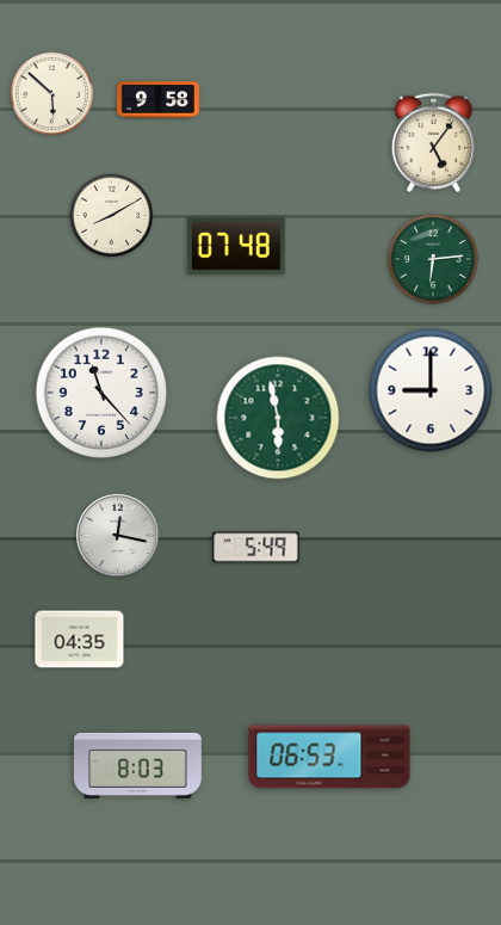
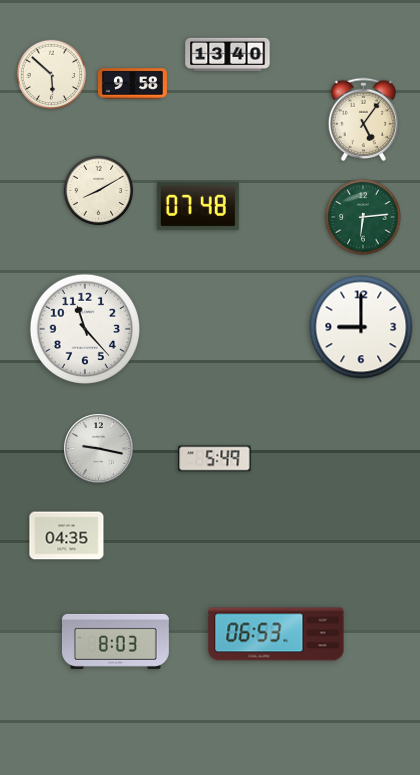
clock at (228, 54): none -> 13:40
clock at (52, 94) position: (52, 94) -> (52, 75)
clock at (112, 216) position: (112, 216) -> (99, 191)
clock at (278, 418): 5:58 -> none
clock at (118, 536): 12:17 -> 9:17
